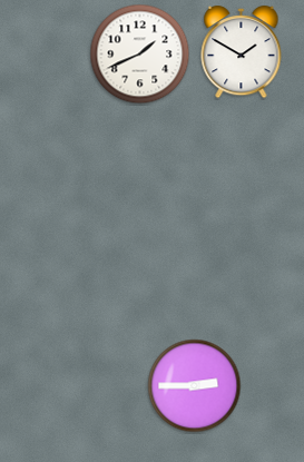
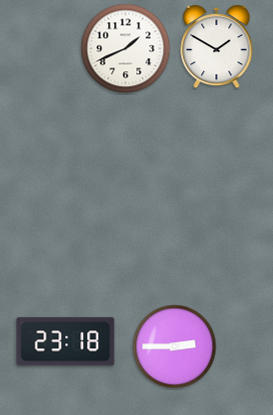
clock at (66, 342): none -> 23:18
